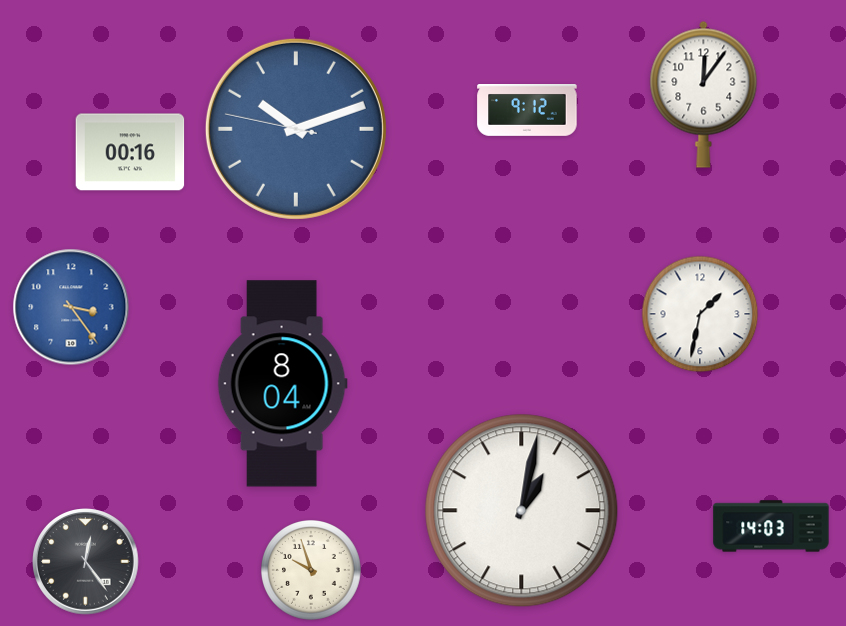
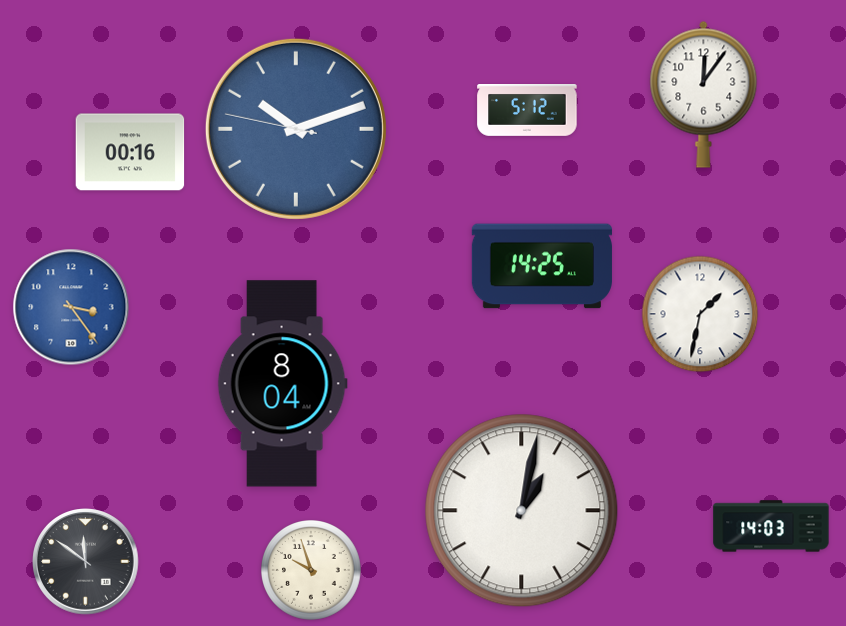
clock at (527, 111): 9:12 -> 5:12
clock at (542, 266): none -> 14:25
clock at (86, 562): 12:24 -> 11:51
